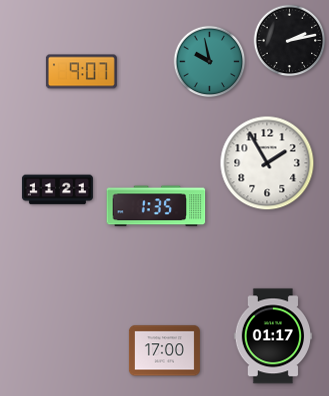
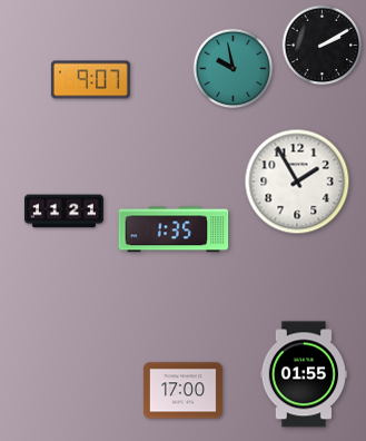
clock at (290, 41): 2:13 -> 2:10
clock at (273, 336): 01:17 -> 01:55
